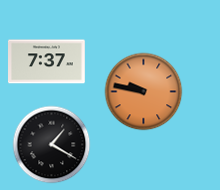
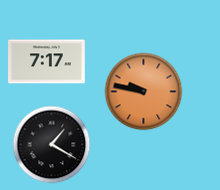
clock at (47, 62): 7:37 -> 7:17
